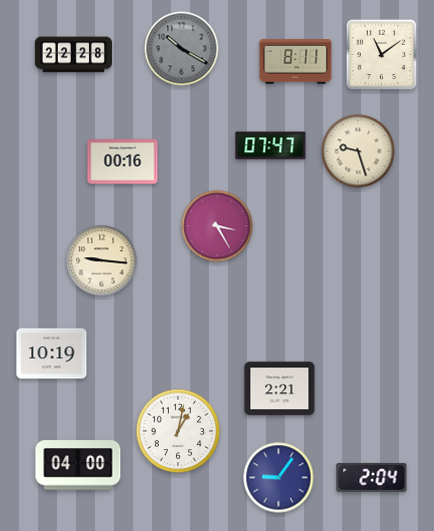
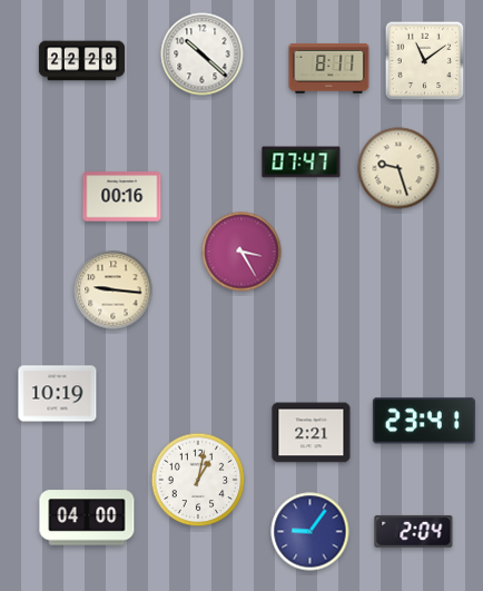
clock at (182, 49): 10:20 -> 10:22
clock at (182, 49) dial: grey -> white
clock at (123, 162) position: (123, 162) -> (122, 197)
clock at (424, 421): none -> 23:41
